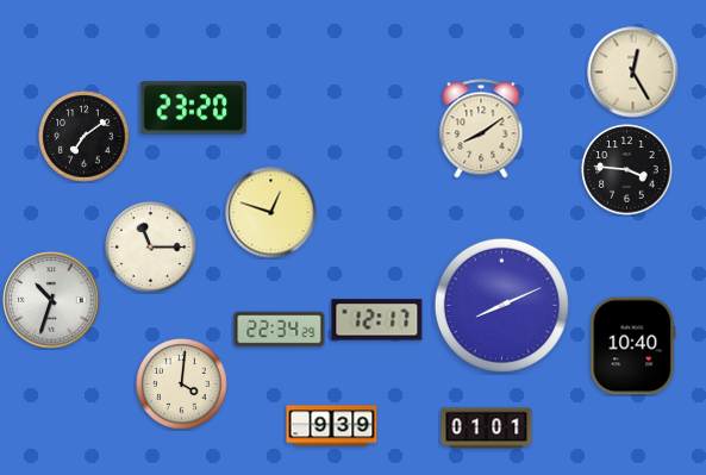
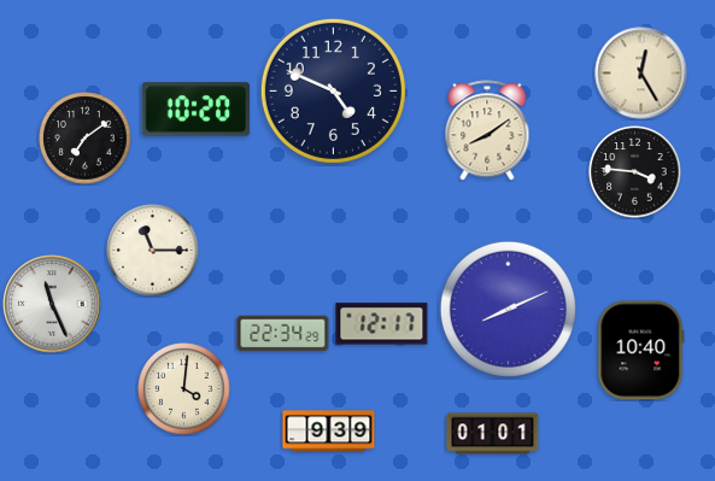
clock at (333, 90): none -> 4:49
clock at (193, 108): 23:20 -> 10:20
clock at (271, 213): 12:48 -> none
clock at (51, 300): 10:33 -> 11:26
clock at (332, 426) position: (332, 426) -> (329, 432)
